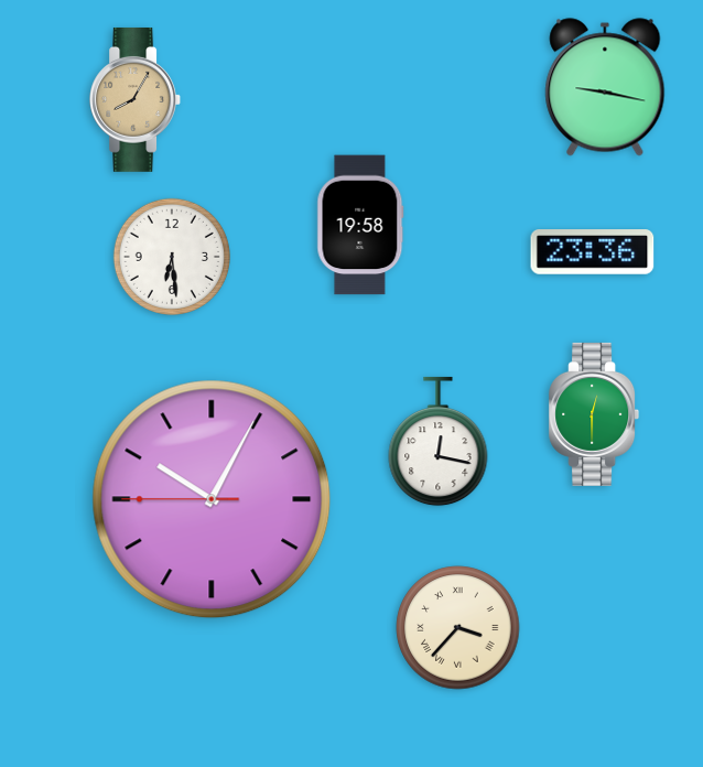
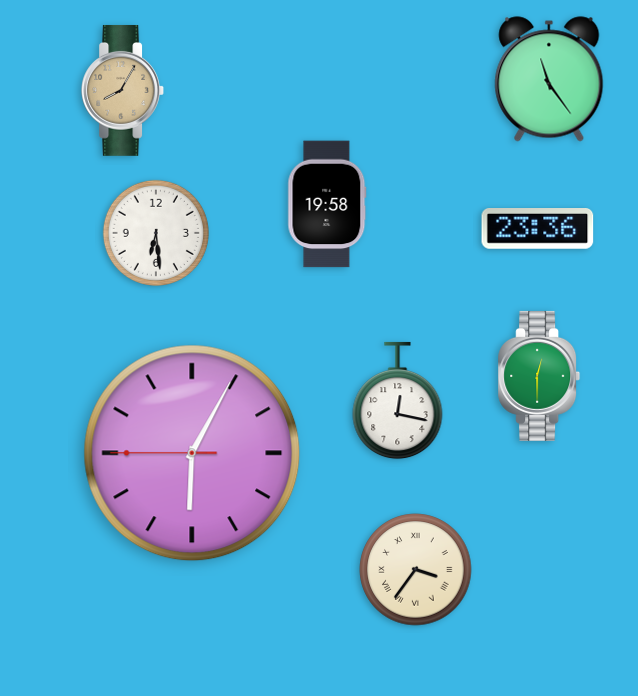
clock at (605, 87): 9:17 -> 11:24
clock at (212, 499): 10:04 -> 6:04
clock at (458, 628): 3:37 -> 3:36
